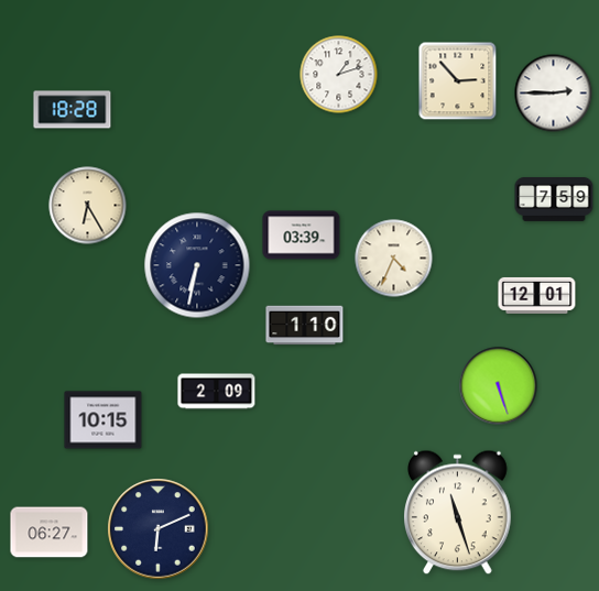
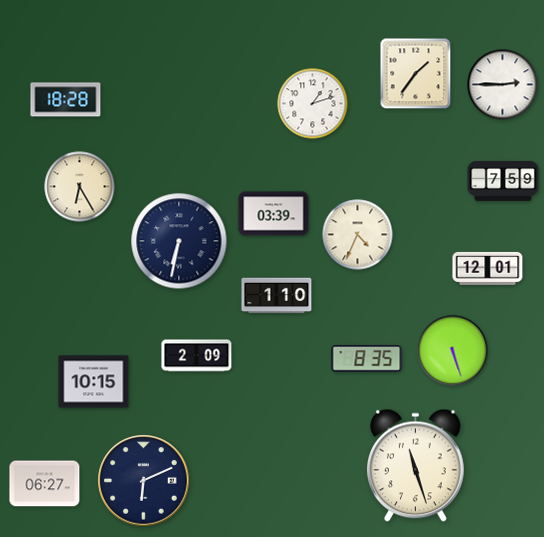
clock at (339, 75) position: (339, 75) -> (313, 104)
clock at (458, 81): 2:53 -> 1:36
clock at (367, 359): none -> 8:35
